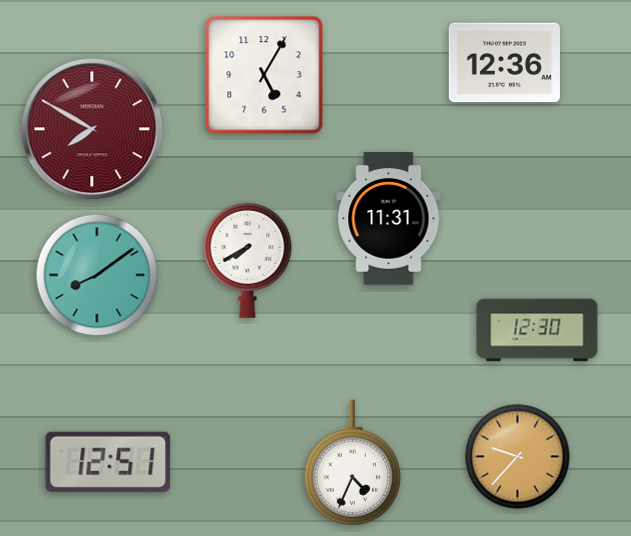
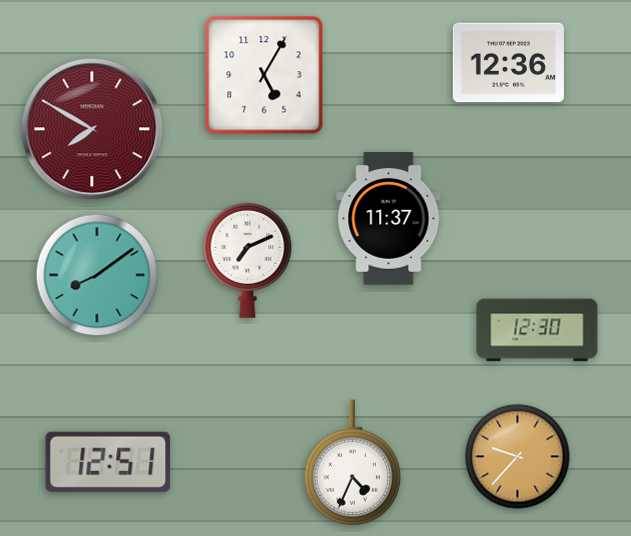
clock at (504, 63) position: (504, 63) -> (508, 63)
clock at (389, 219): 11:31 -> 11:37
clock at (248, 260): 7:40 -> 7:11
